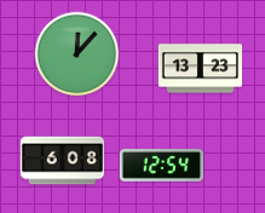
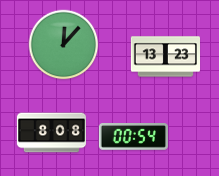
clock at (62, 161): 6:08 -> 8:08
clock at (161, 166): 12:54 -> 00:54
